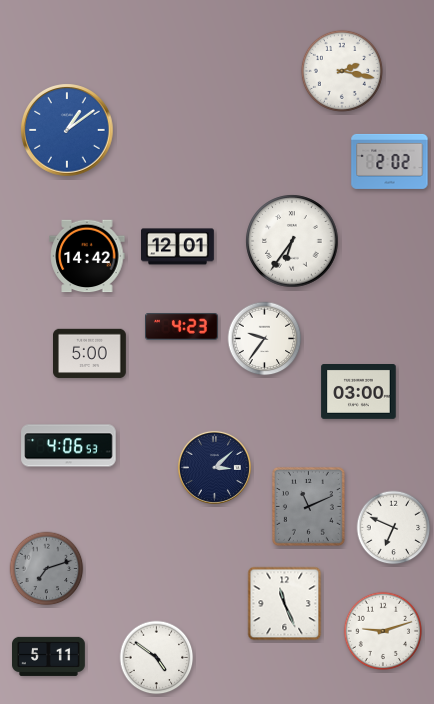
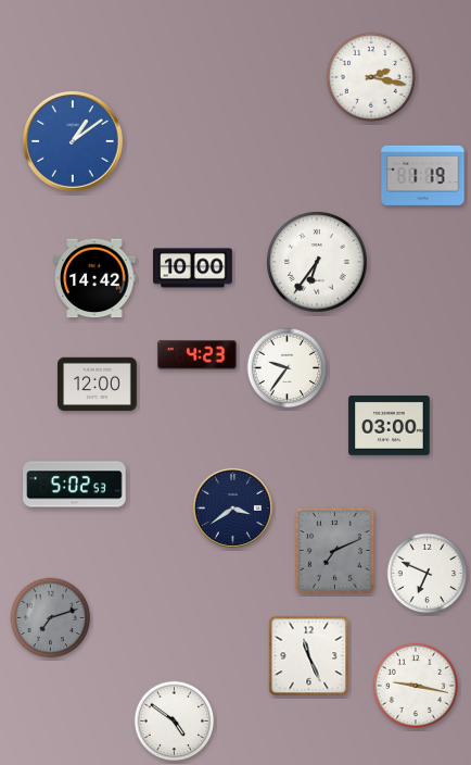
clock at (390, 161): 2:02 -> 1:19
clock at (178, 247): 12:01 -> 10:00
clock at (90, 354): 5:00 -> 12:00
clock at (69, 446): 4:06 -> 5:02
clock at (214, 467): 3:08 -> 3:39
clock at (308, 506): 11:11 -> 7:11
clock at (383, 631): 9:12 -> 9:17
clock at (49, 656): 5:11 -> none
clock at (157, 658) position: (157, 658) -> (175, 722)
